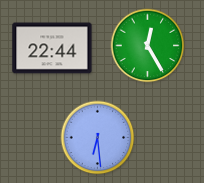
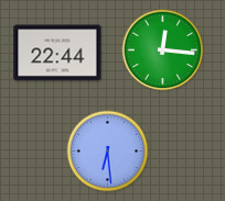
clock at (148, 46): 12:25 -> 12:16
